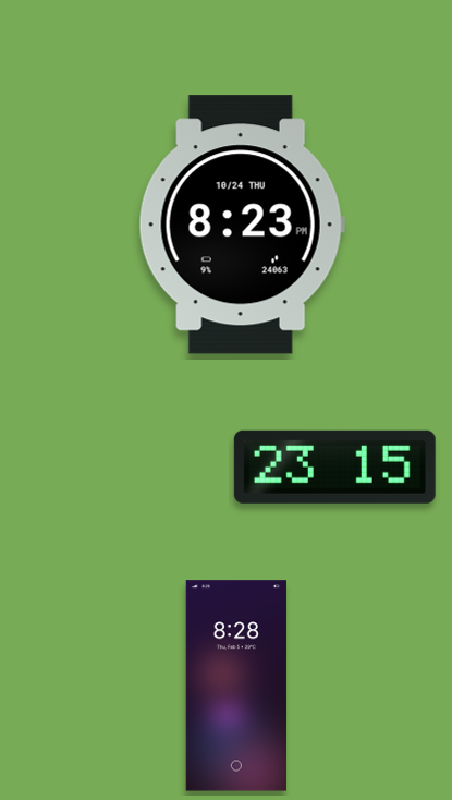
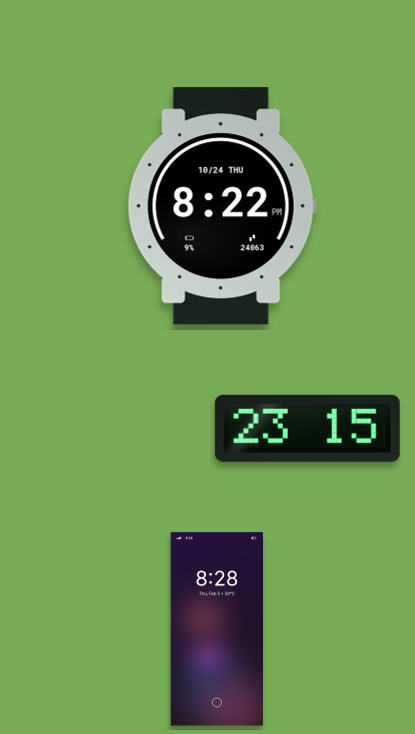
clock at (242, 225): 8:23 -> 8:22
